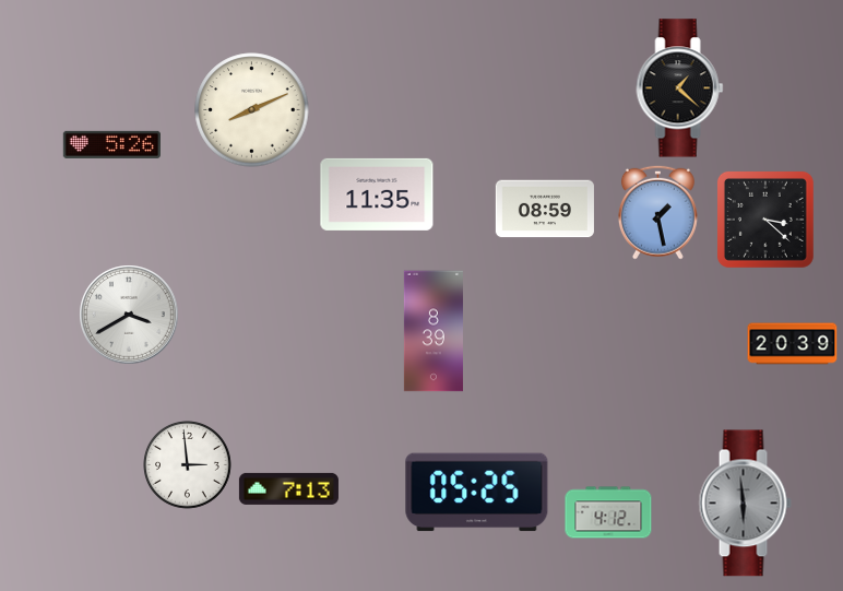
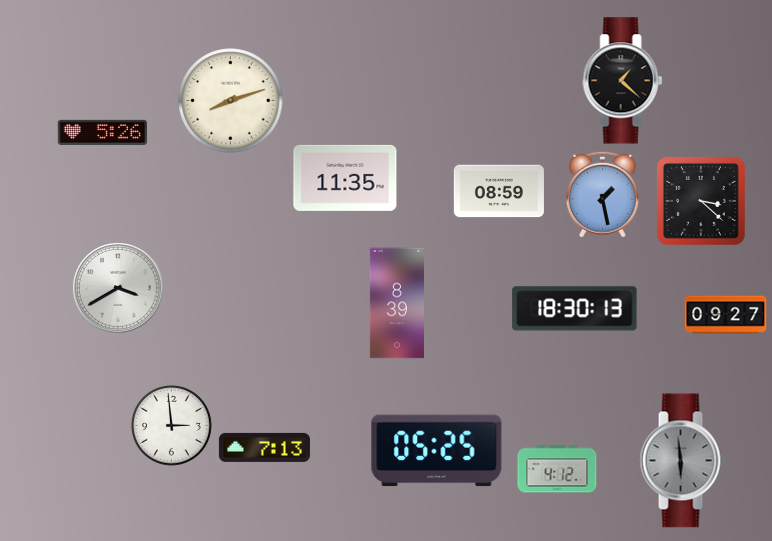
clock at (252, 110): 8:11 -> 8:12
clock at (575, 309): none -> 18:30
clock at (793, 344): 20:39 -> 09:27
